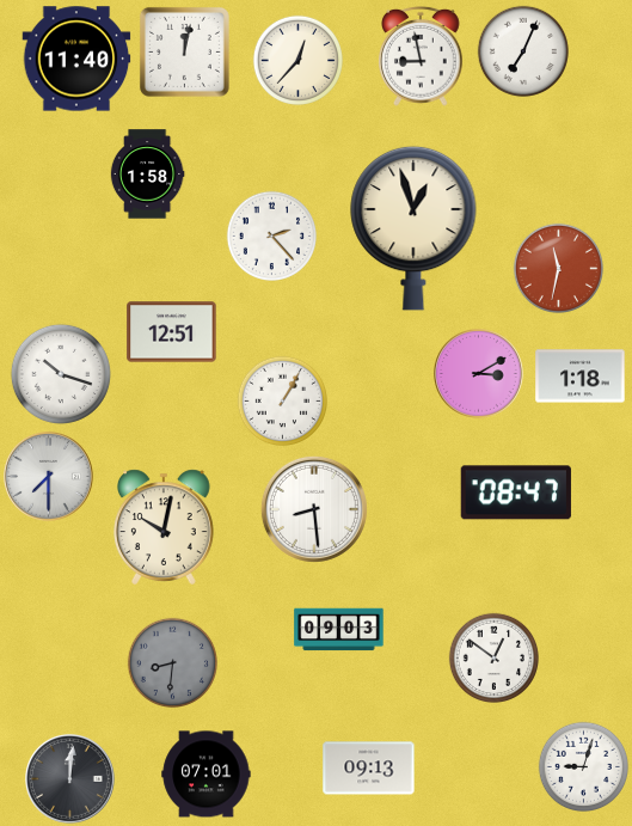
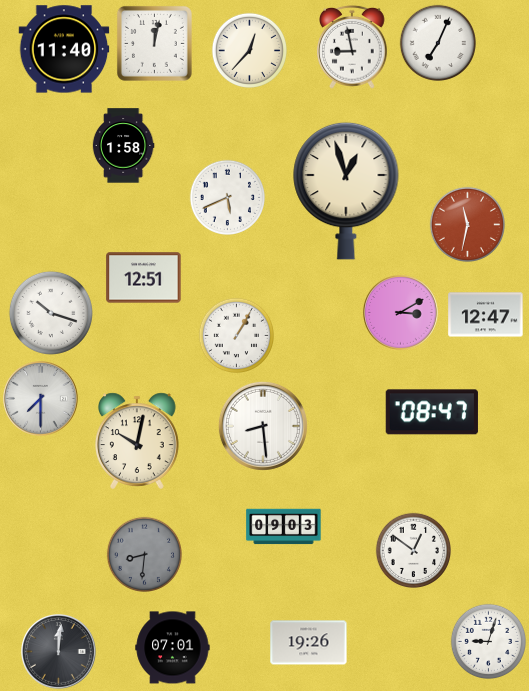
clock at (271, 235): 2:23 -> 5:41
clock at (581, 377): 1:18 -> 12:47
clock at (369, 769): 09:13 -> 19:26
